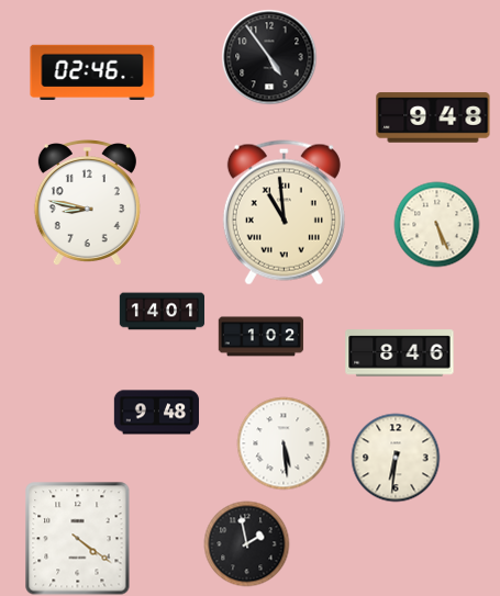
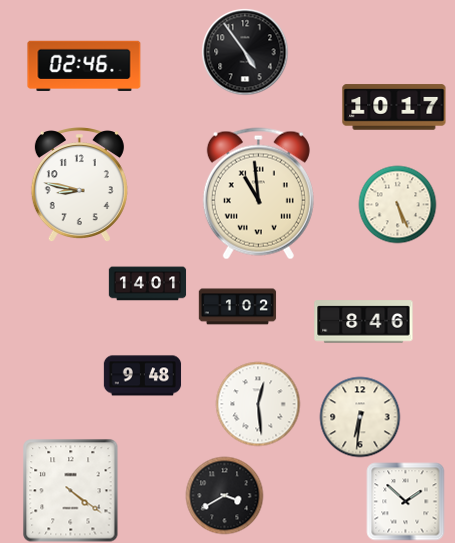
clock at (433, 117): 9:48 -> 10:17
clock at (284, 443): 5:29 -> 12:29
clock at (246, 543): 1:58 -> 3:40
clock at (405, 501): none -> 1:52
